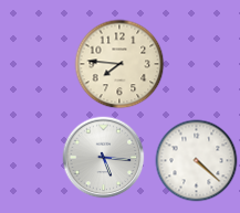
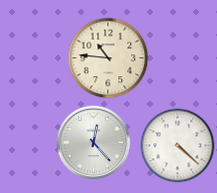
clock at (119, 64): 7:46 -> 10:46
clock at (104, 158): 5:16 -> 12:23
